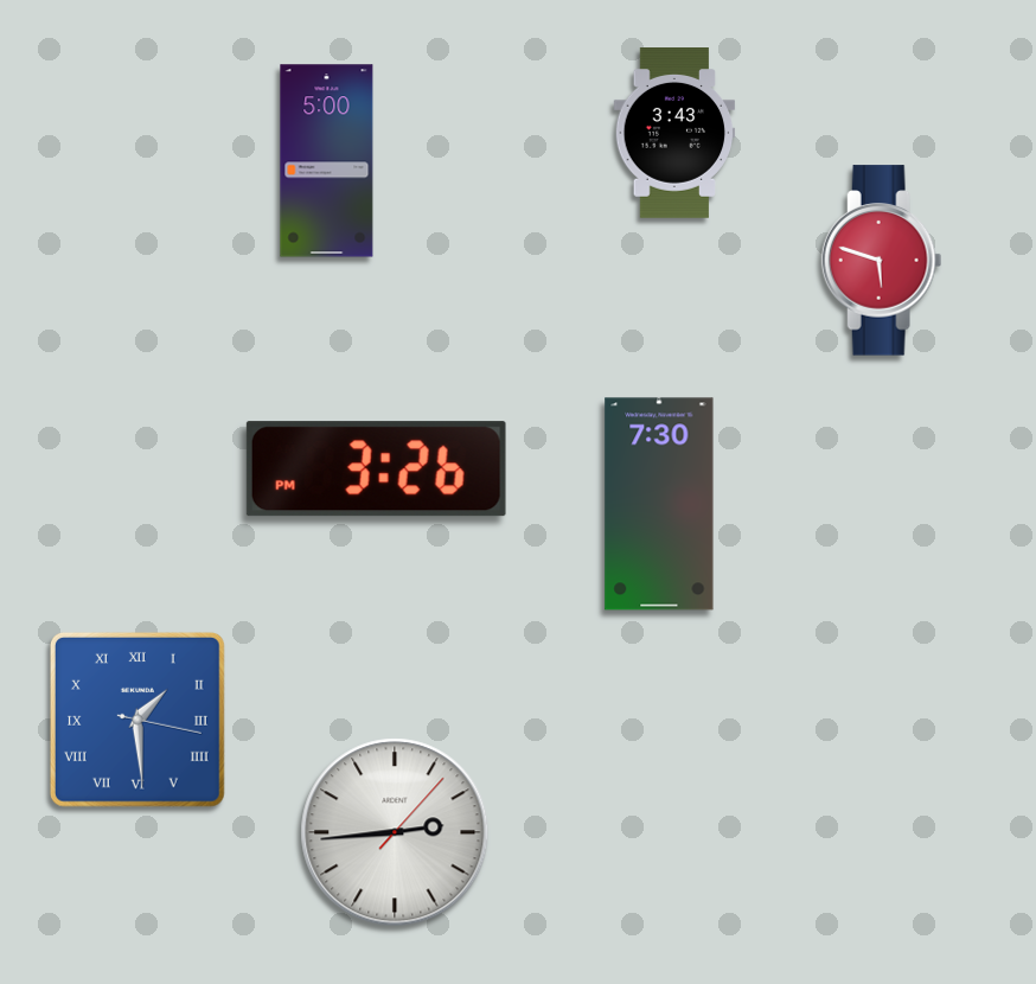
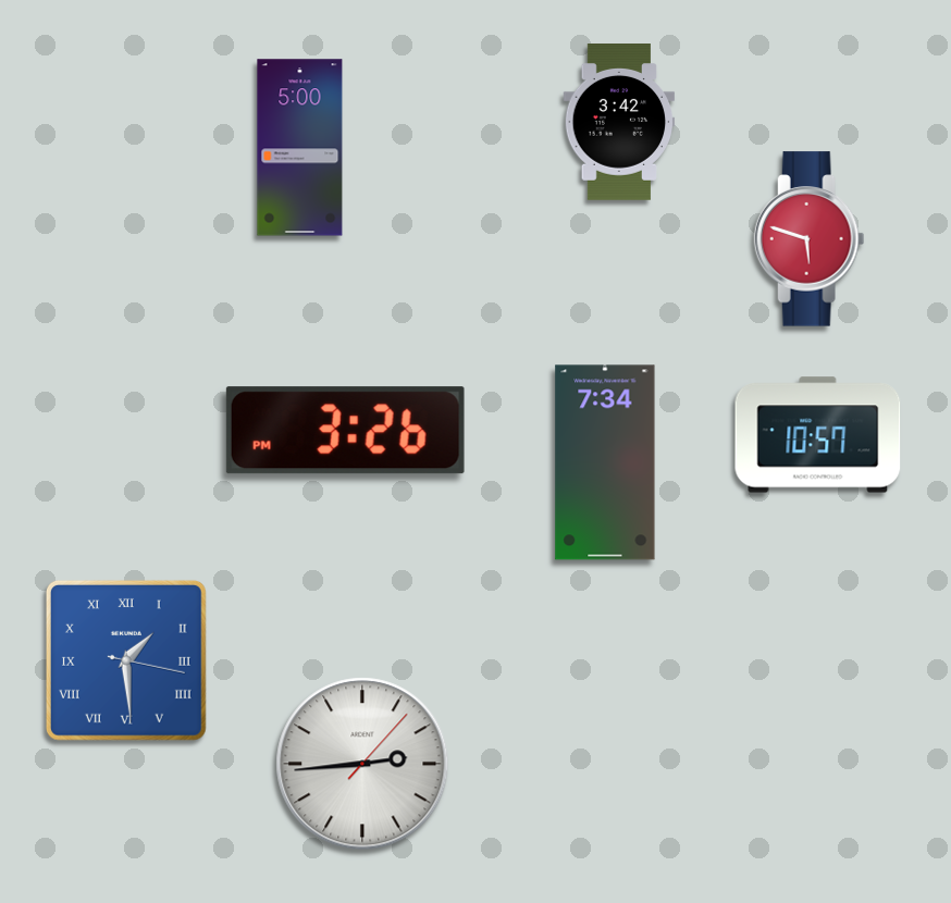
clock at (674, 134): 3:43 -> 3:42
clock at (818, 435): none -> 10:57
clock at (659, 504): 7:30 -> 7:34
